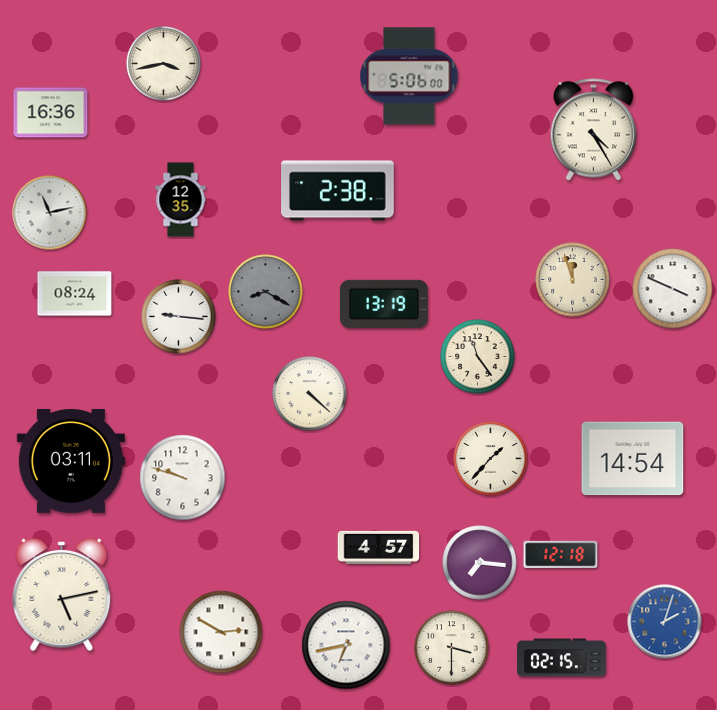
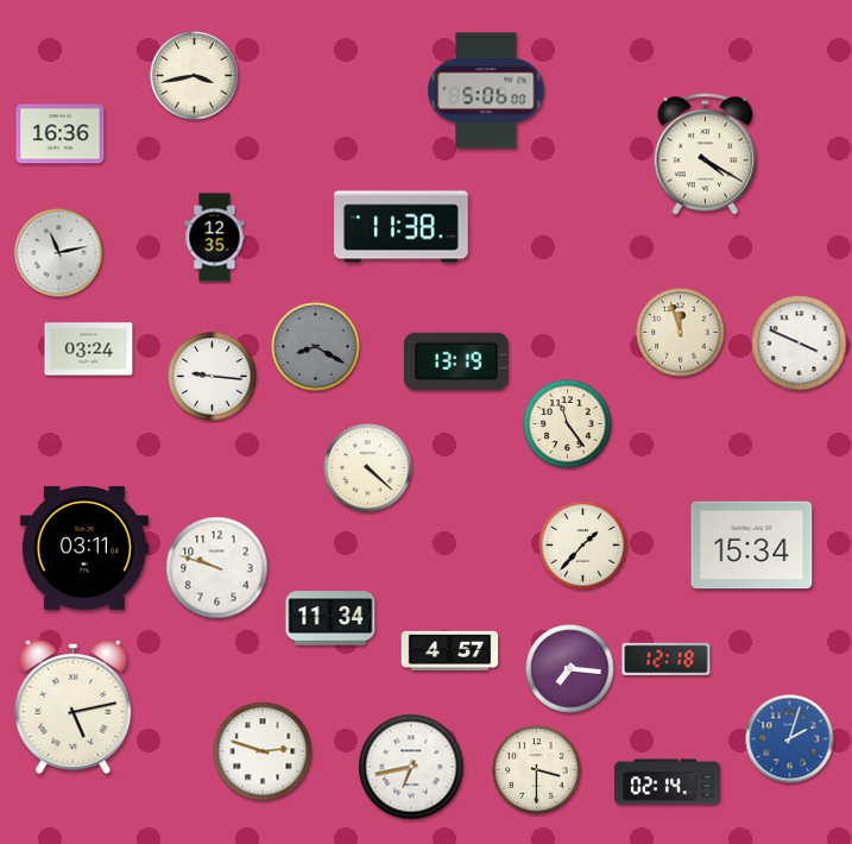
clock at (594, 130): 4:25 -> 4:20
clock at (338, 191): 2:38 -> 11:38
clock at (75, 294): 08:24 -> 03:24
clock at (633, 459): 14:54 -> 15:34
clock at (330, 618): none -> 11:34
clock at (221, 632): 2:50 -> 2:48
clock at (562, 658): 02:15 -> 02:14
